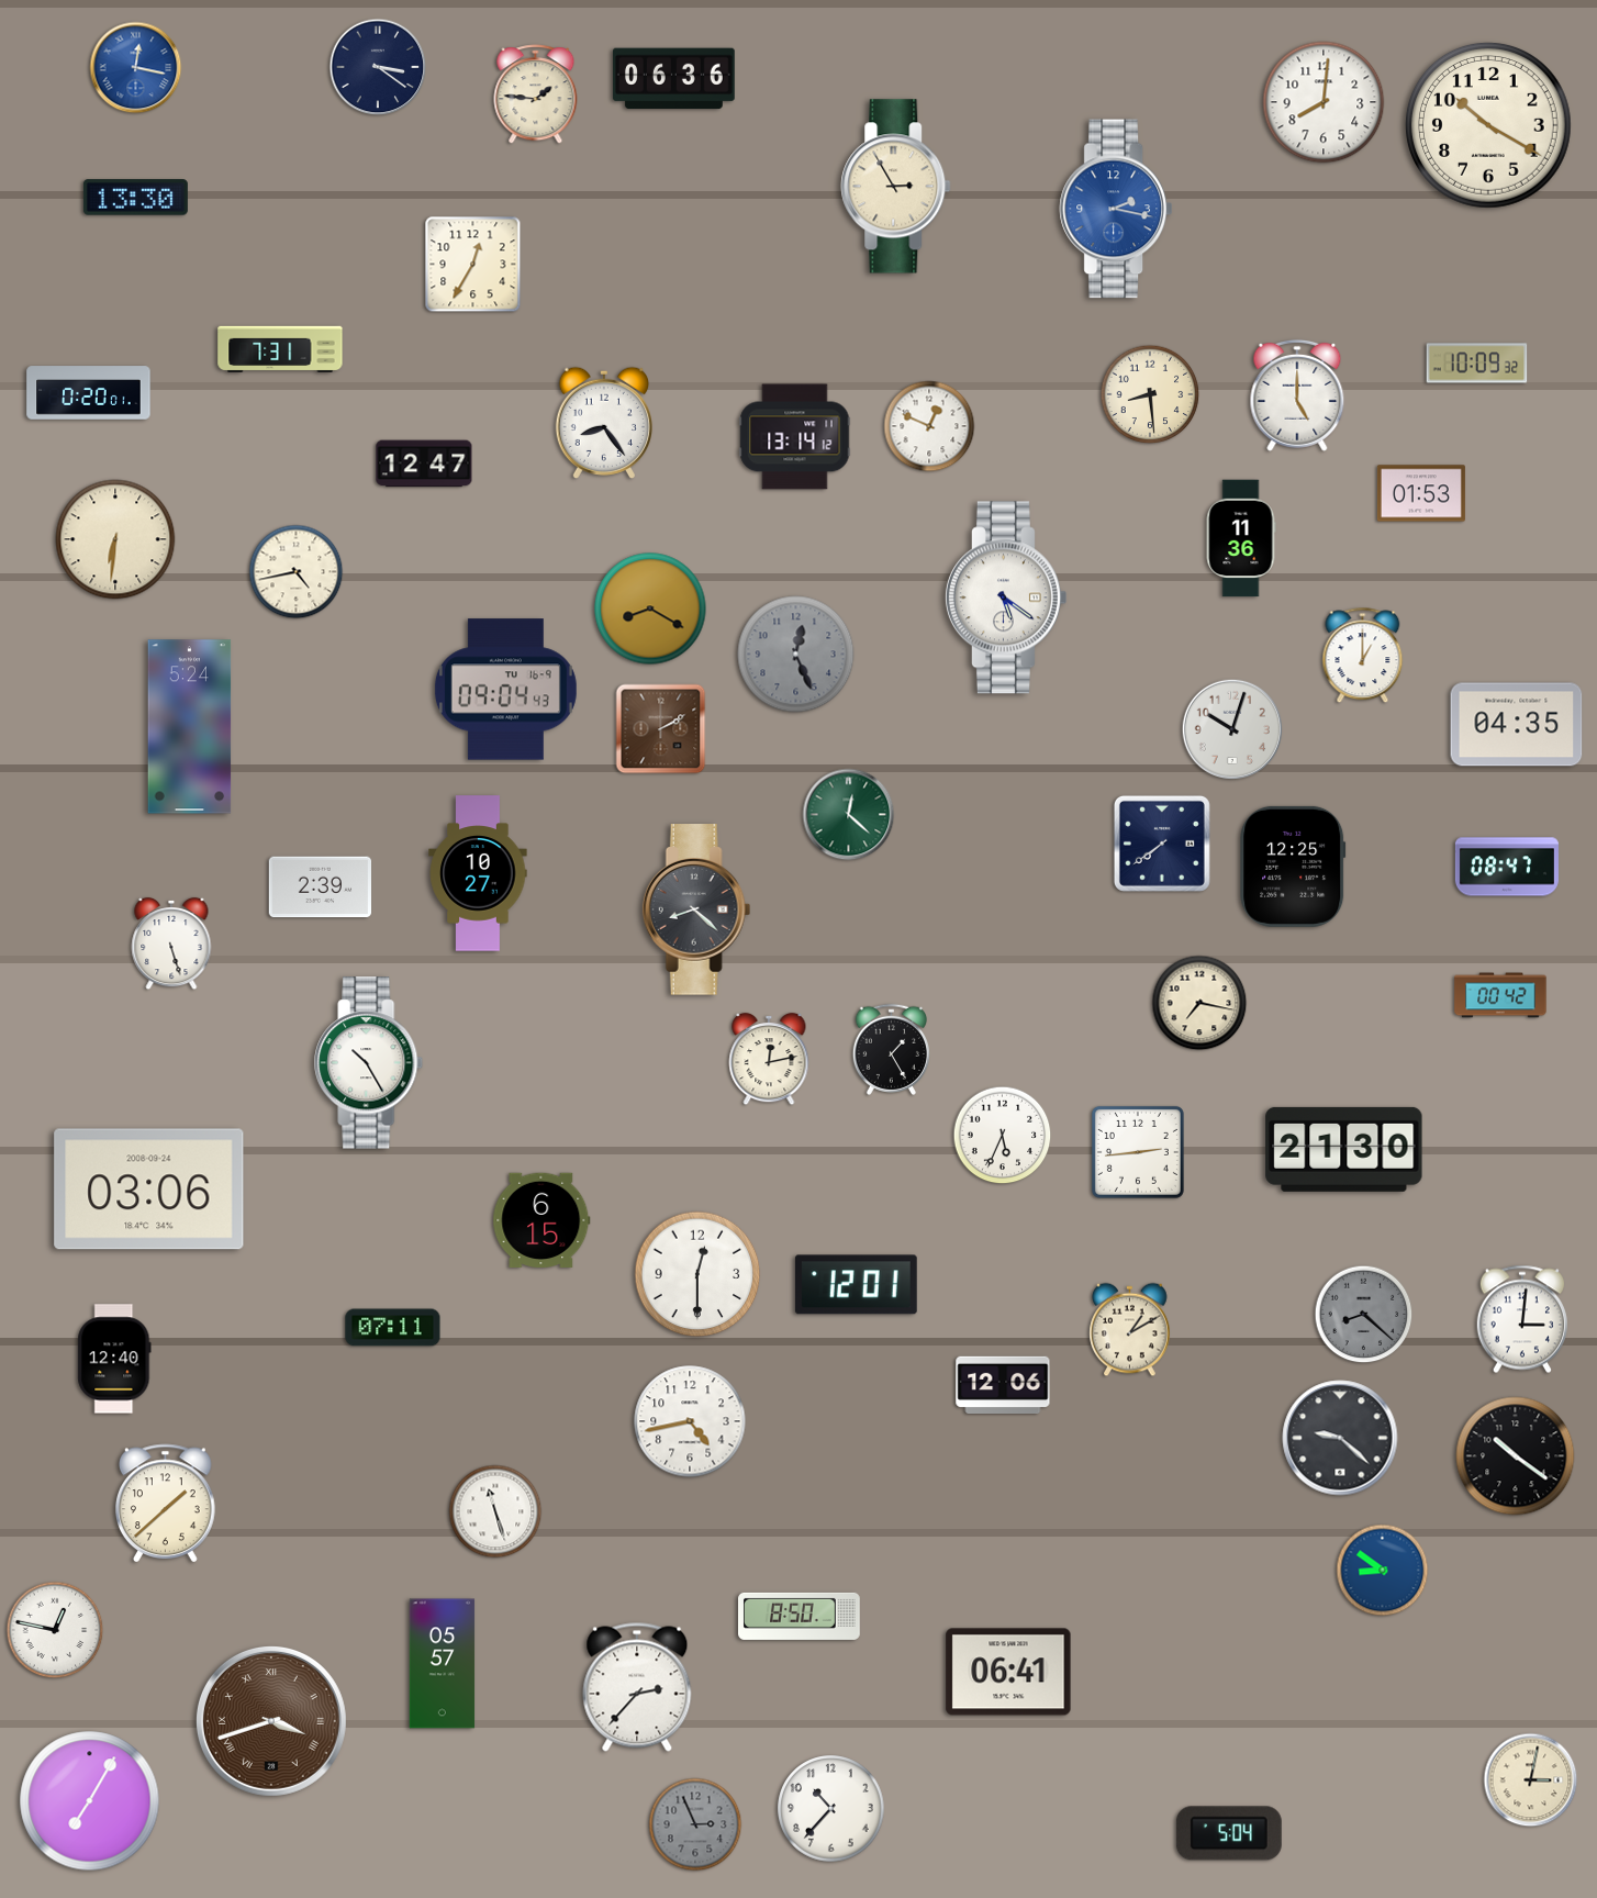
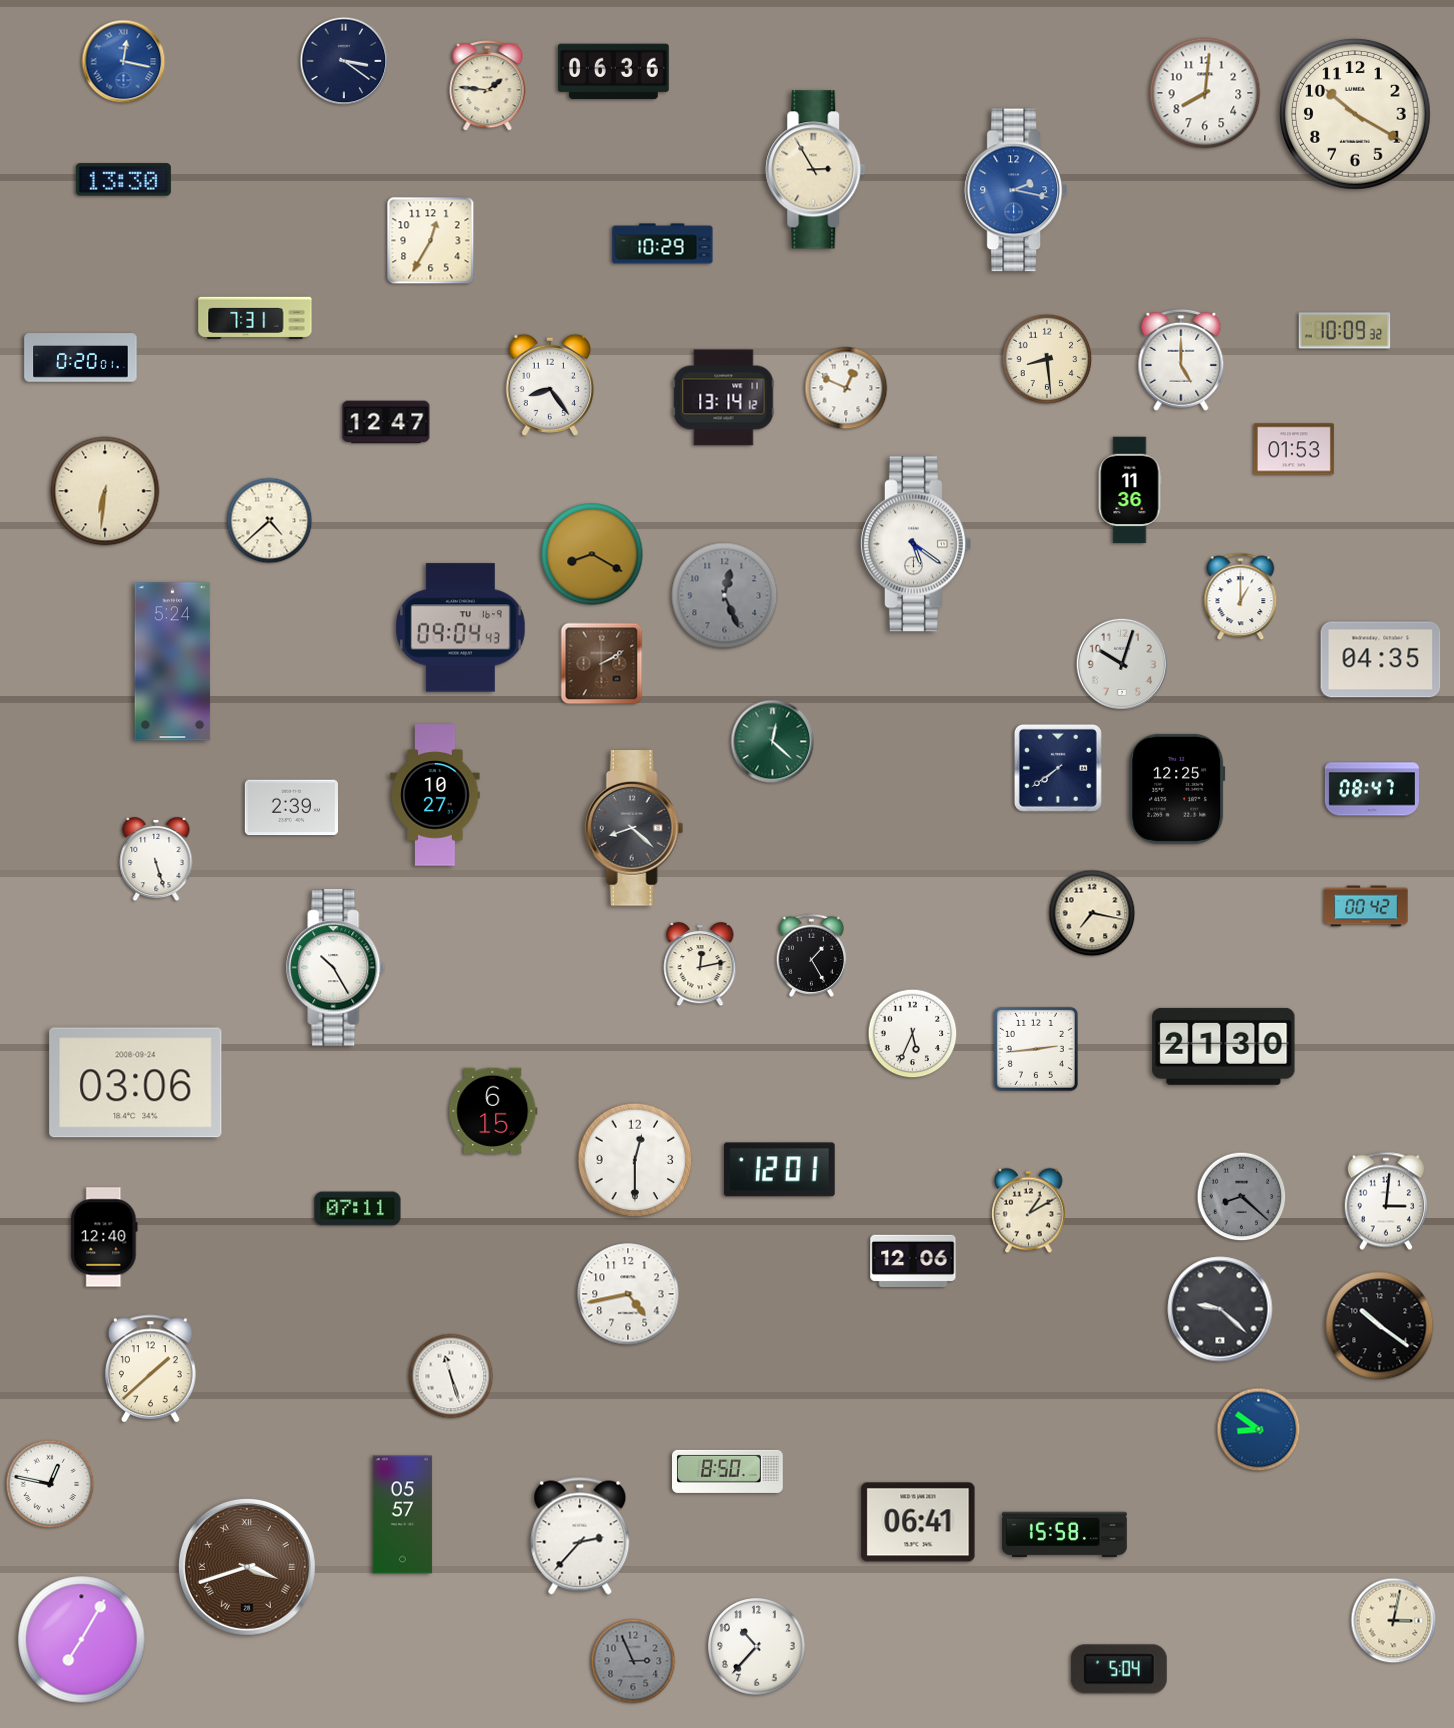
clock at (663, 244): none -> 10:29
clock at (297, 572): 4:43 -> 4:38
clock at (1064, 1535): none -> 15:58
